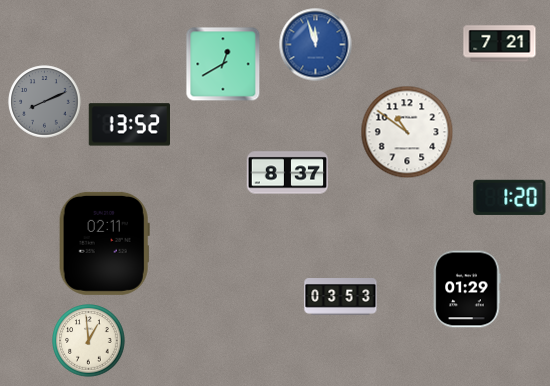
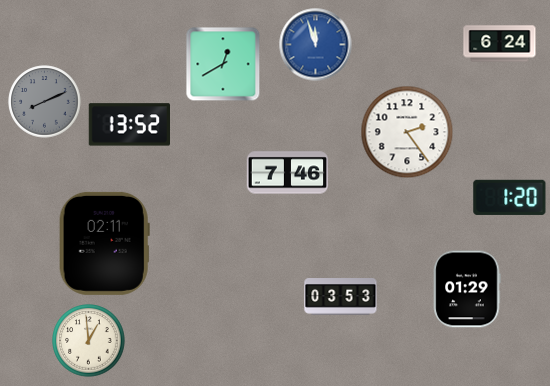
clock at (500, 44): 7:21 -> 6:24
clock at (407, 132): 10:51 -> 2:24
clock at (288, 173): 8:37 -> 7:46
